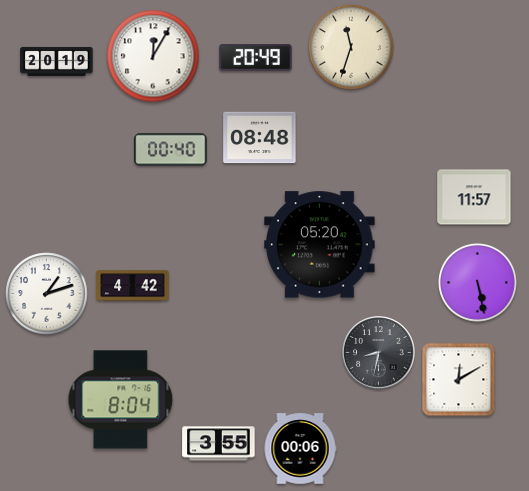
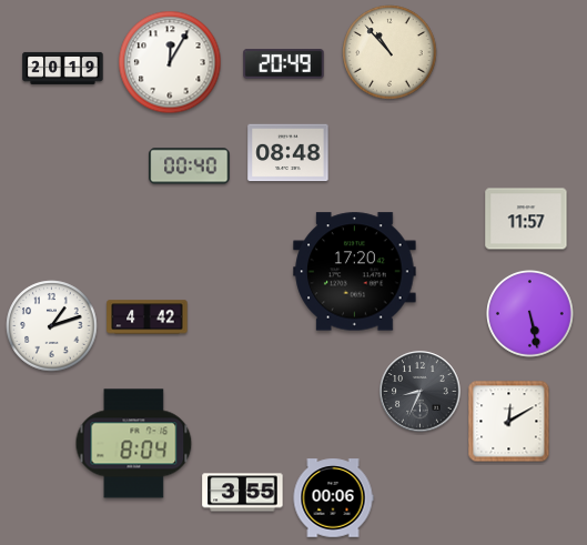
clock at (351, 47): 11:33 -> 10:53
clock at (320, 245): 05:20 -> 17:20
clock at (379, 353): 8:32 -> 8:34
